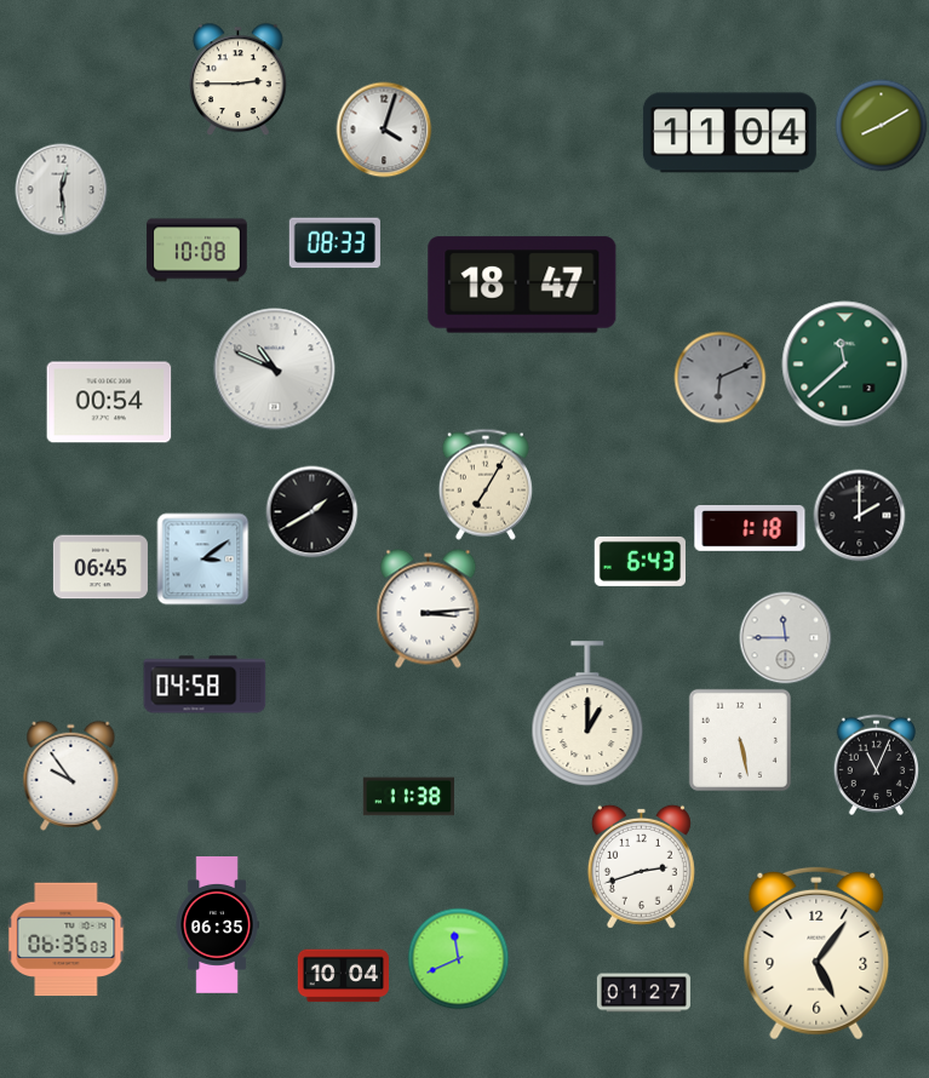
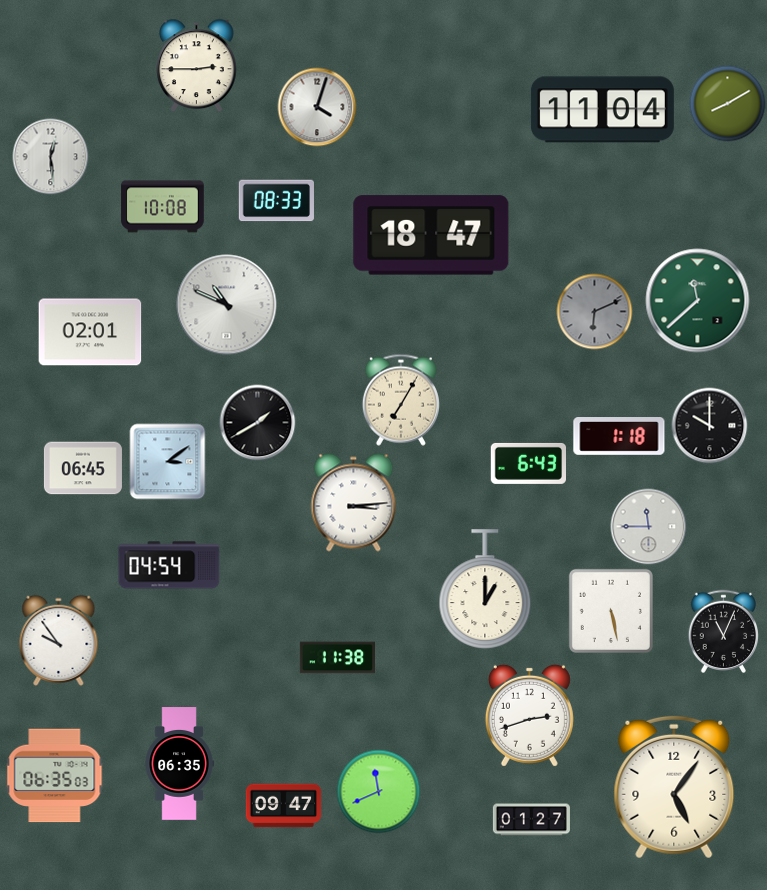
clock at (109, 402): 00:54 -> 02:01
clock at (860, 516): 2:00 -> 10:00
clock at (205, 684): 04:58 -> 04:54
clock at (344, 976): 10:04 -> 09:47
